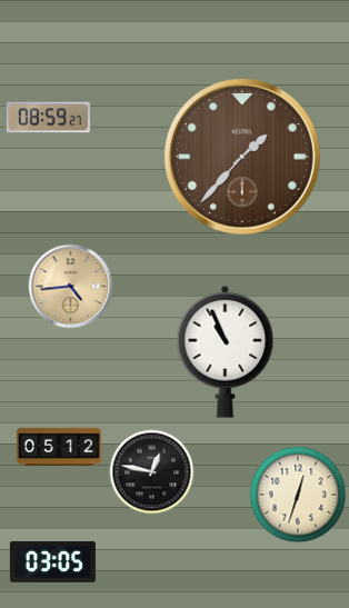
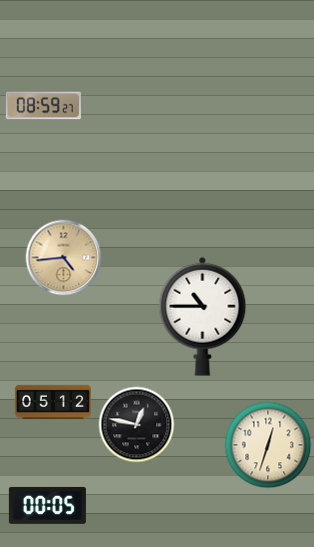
clock at (242, 157): 1:37 -> none
clock at (226, 351): 10:56 -> 10:45
clock at (52, 561): 03:05 -> 00:05
